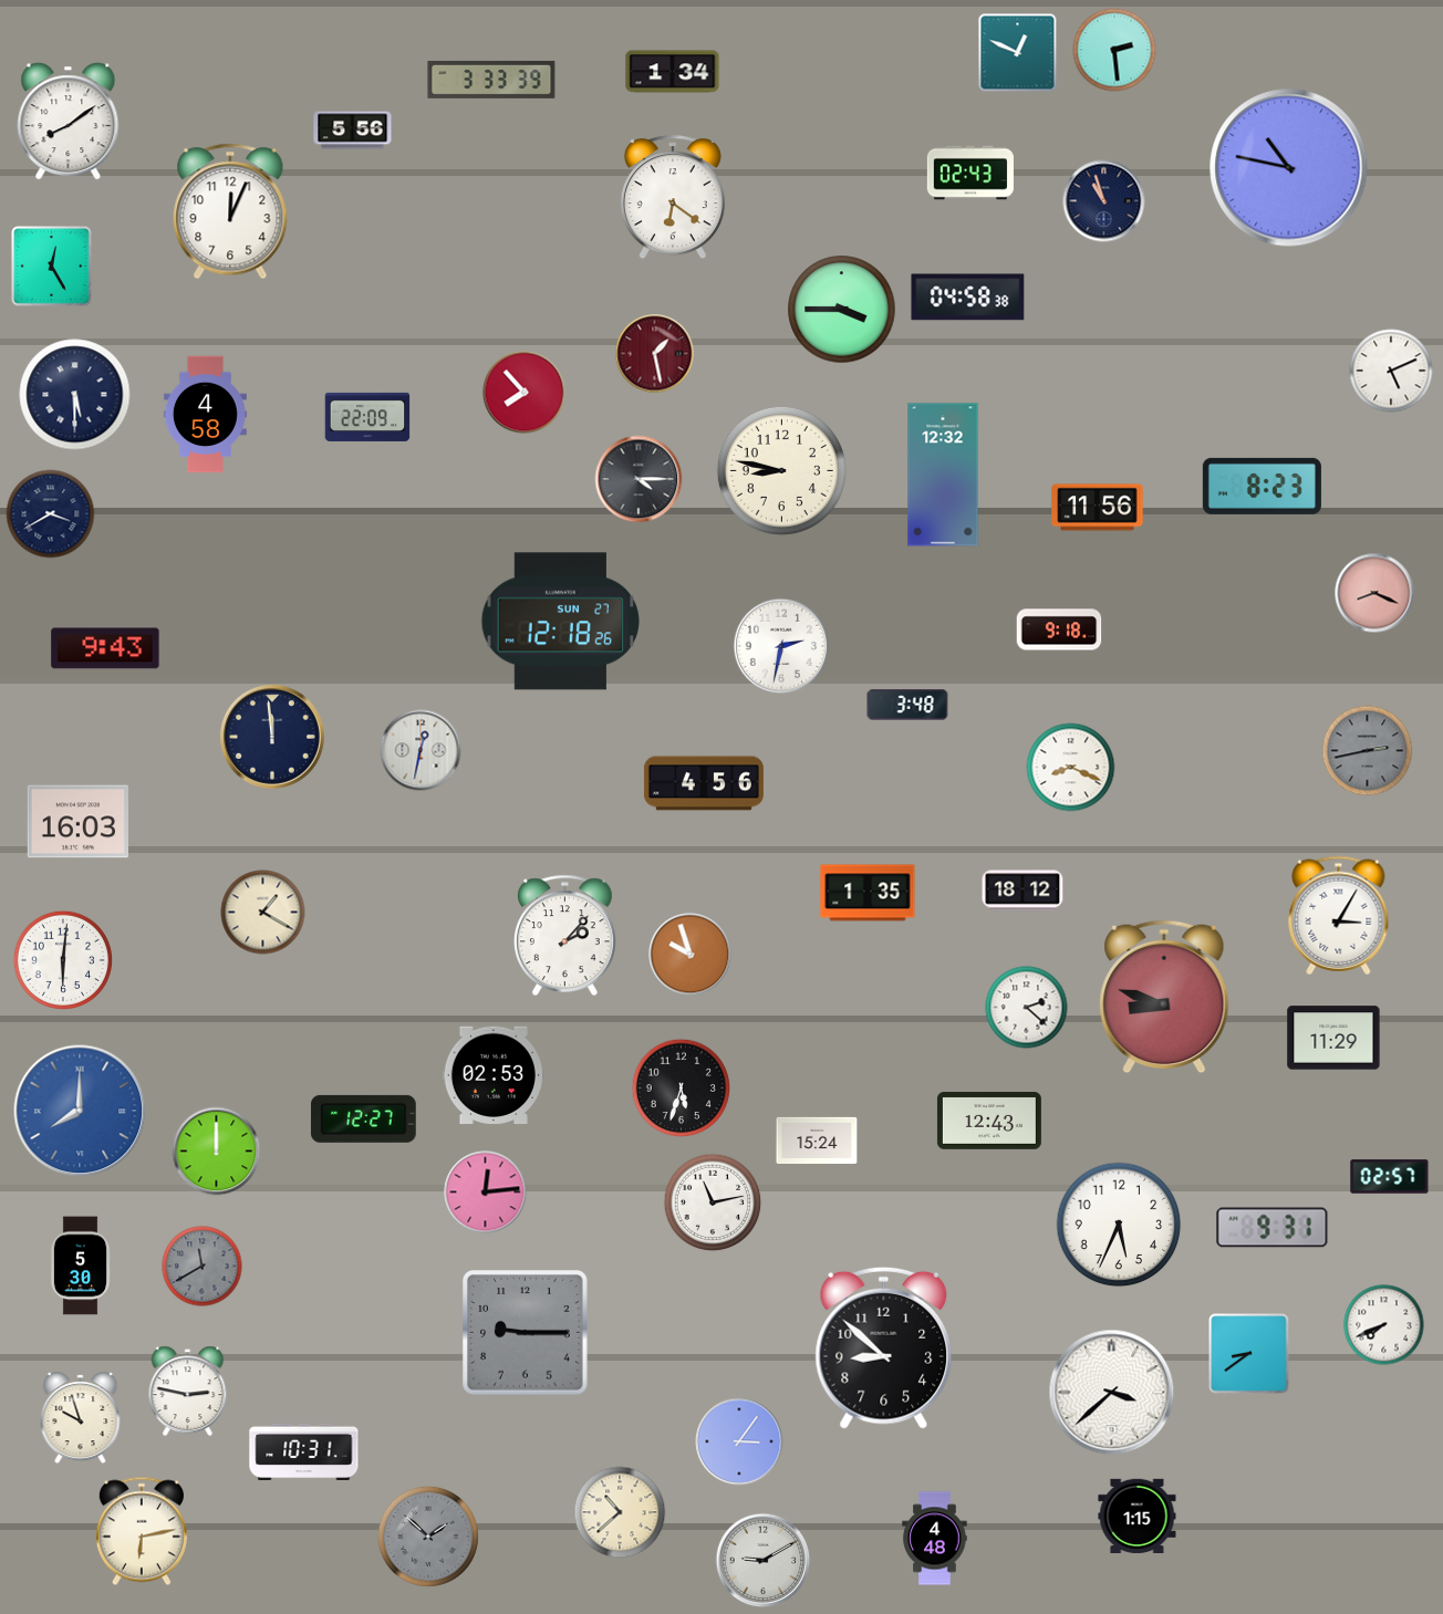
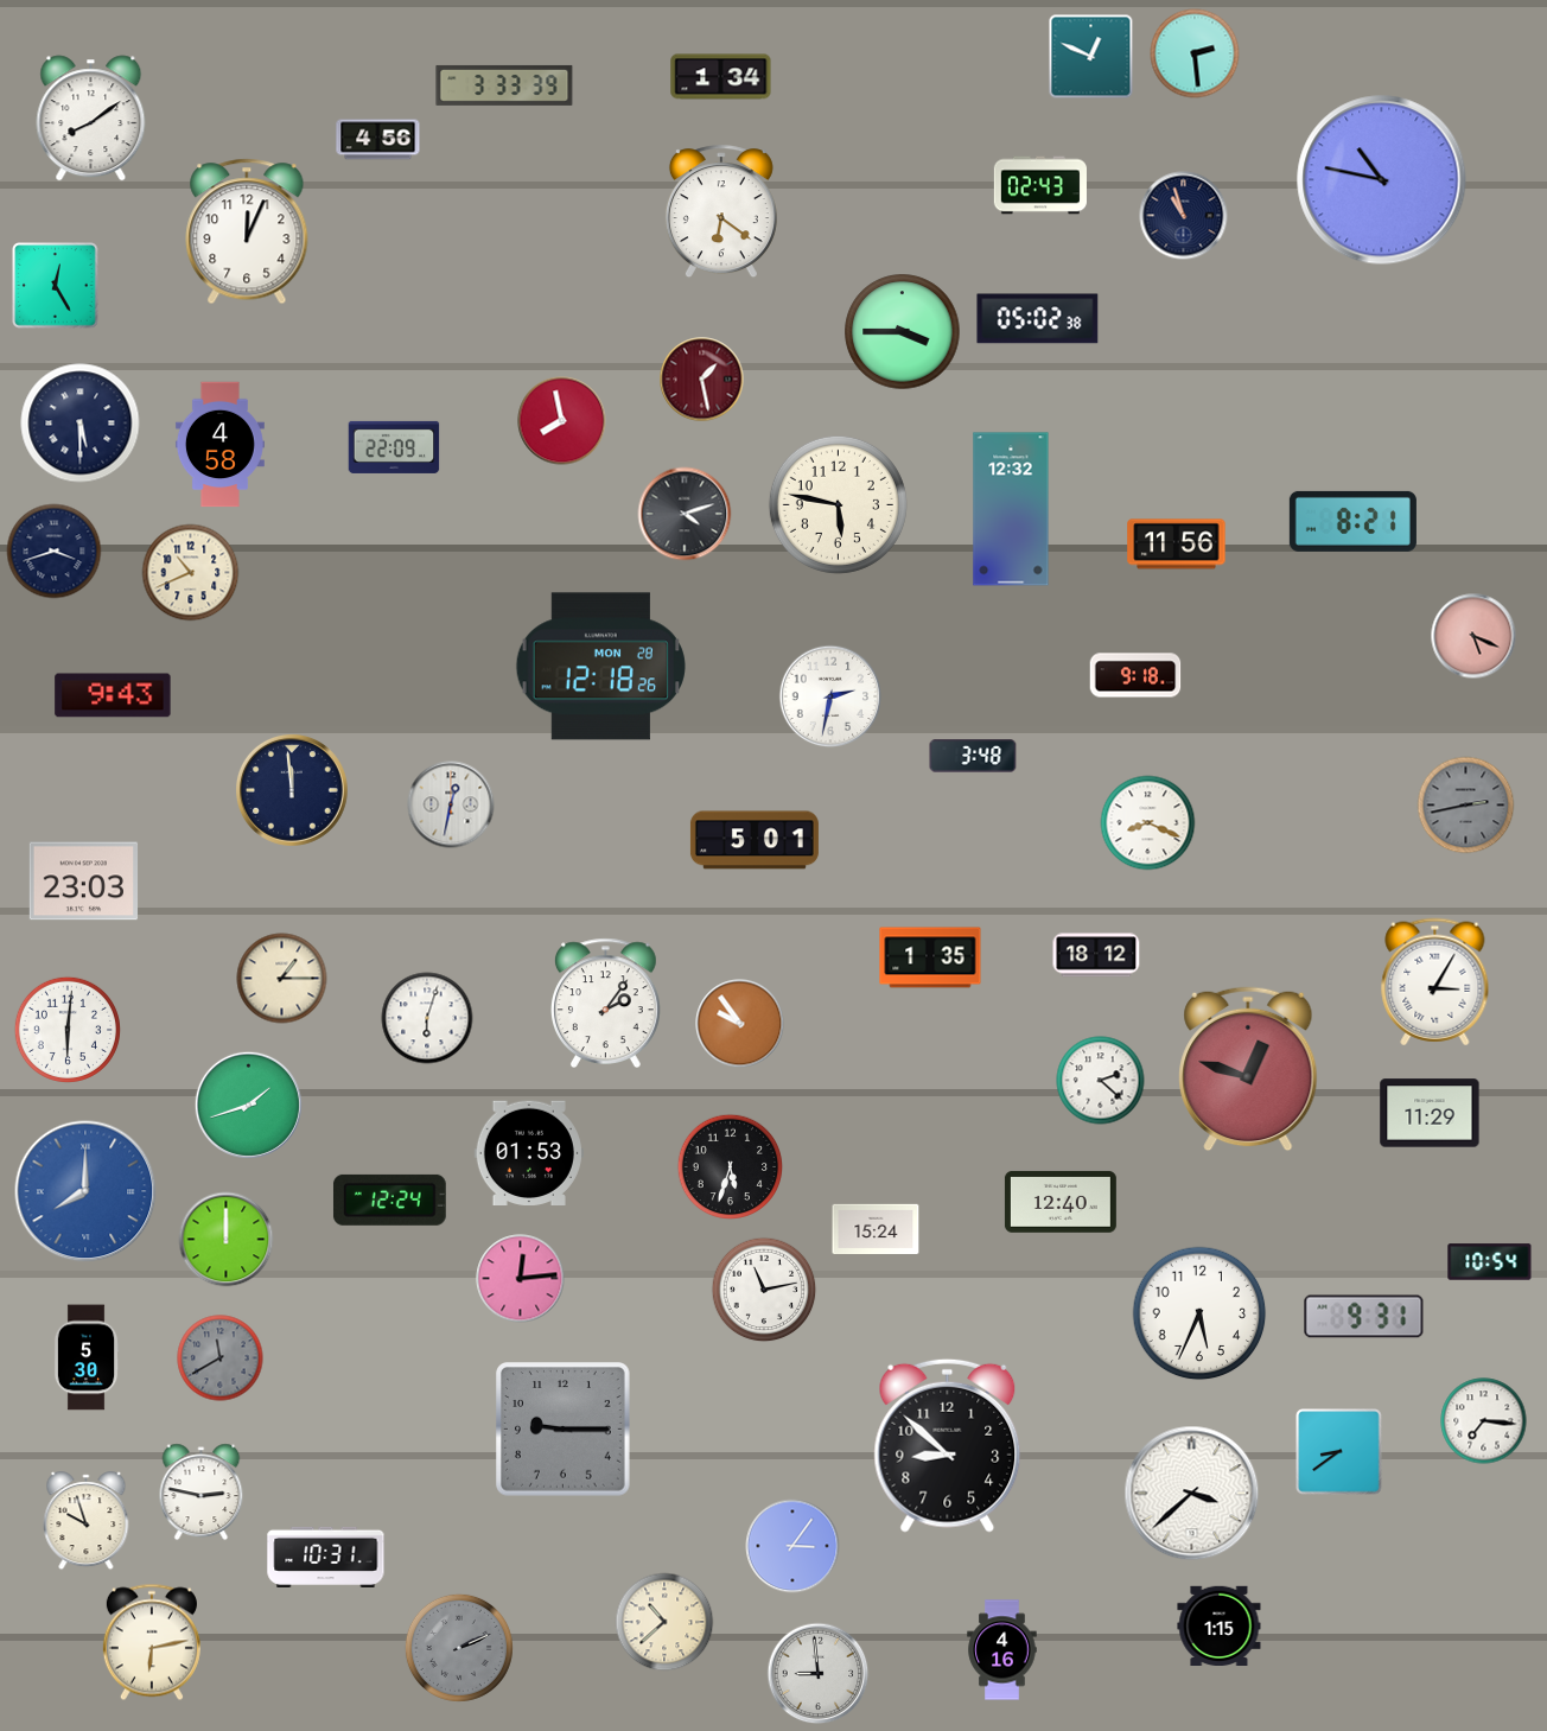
clock at (491, 80) position: (491, 80) -> (504, 85)
clock at (69, 122) position: (69, 122) -> (91, 119)
clock at (353, 131): 5:56 -> 4:56
clock at (230, 211) position: (230, 211) -> (247, 231)
clock at (968, 298): 04:58 -> 05:02
clock at (1391, 371): 5:11 -> none
clock at (525, 393): 7:53 -> 7:58
clock at (781, 470): 8:47 -> 5:47
clock at (639, 479): 4:15 -> 4:12
clock at (1262, 486): 8:23 -> 8:21
clock at (51, 514): 3:40 -> 3:42
clock at (191, 573): none -> 10:41
clock at (1374, 593): 8:19 -> 5:19
clock at (560, 622) date: SUN 27 -> MON 28
clock at (781, 646) position: (781, 646) -> (830, 696)
clock at (704, 783): 4:56 -> 5:01
clock at (79, 822): 16:03 -> 23:03
clock at (263, 913): 1:20 -> 1:15
clock at (565, 935): 2:07 -> 2:06
clock at (427, 1018): none -> 6:03
clock at (691, 955): 9:57 -> 9:54
clock at (1164, 997): 8:48 -> 12:48
clock at (248, 1105): none -> 1:42
clock at (494, 1074): 02:53 -> 01:53
clock at (363, 1118): 12:27 -> 12:24
clock at (989, 1121): 12:43 -> 12:40
clock at (817, 1139) position: (817, 1139) -> (876, 1228)
clock at (217, 1152) position: (217, 1152) -> (227, 1240)
clock at (1390, 1177): 02:57 -> 10:54
clock at (203, 1267) position: (203, 1267) -> (221, 1358)
clock at (1384, 1325): 7:41 -> 7:16
clock at (428, 1537): 1:52 -> 2:11
clock at (935, 1539): 4:48 -> 4:16
clock at (764, 1561): 9:10 -> 8:59
